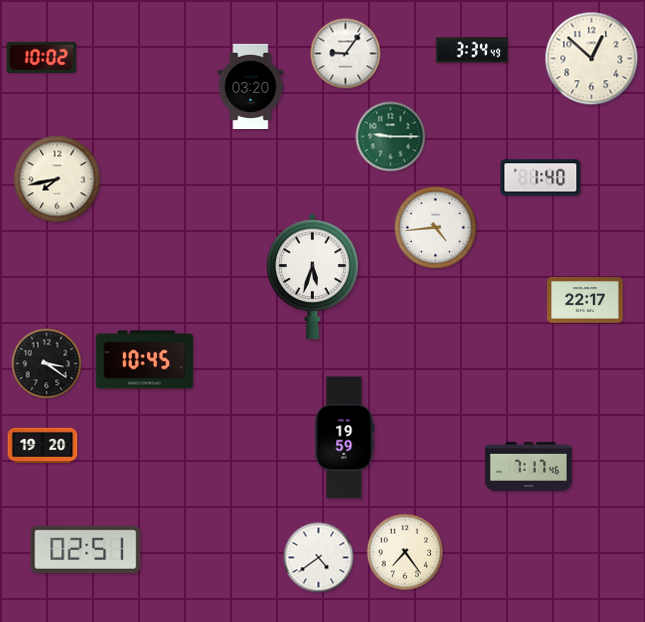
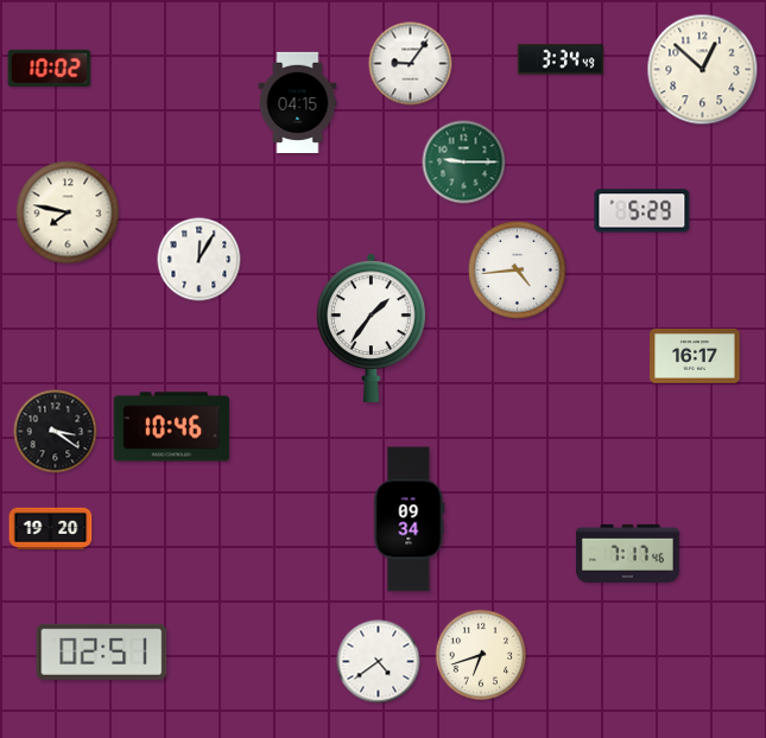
clock at (251, 87): 03:20 -> 04:15
clock at (541, 178): 1:40 -> 5:29
clock at (57, 179): 7:43 -> 7:47
clock at (200, 260): none -> 12:05
clock at (313, 276): 5:33 -> 1:36
clock at (585, 301): 22:17 -> 16:17
clock at (145, 360): 10:45 -> 10:46
clock at (345, 438): 19:59 -> 09:34
clock at (405, 552): 7:24 -> 6:42
